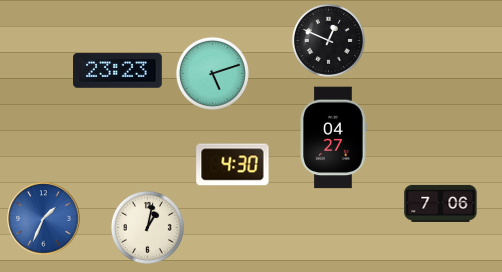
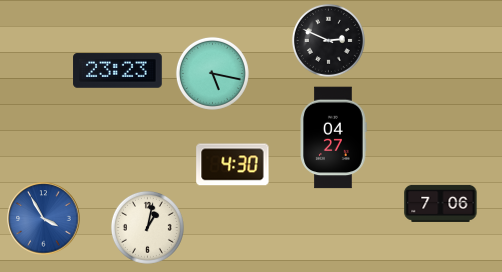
clock at (328, 40): 12:49 -> 2:49
clock at (212, 73): 5:12 -> 5:17
clock at (44, 219): 1:34 -> 3:55
